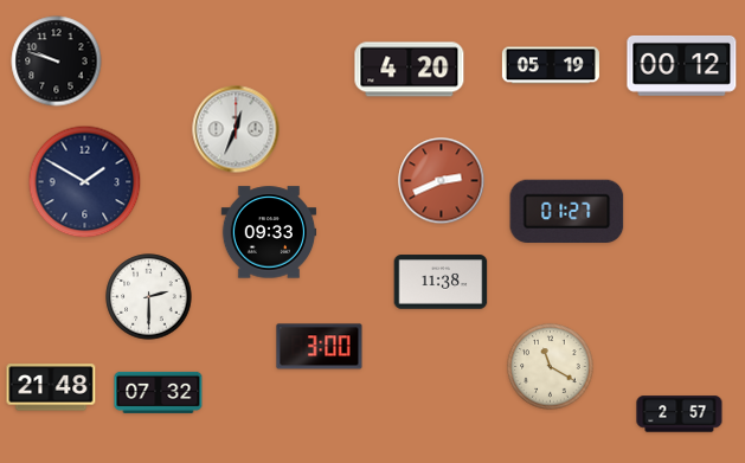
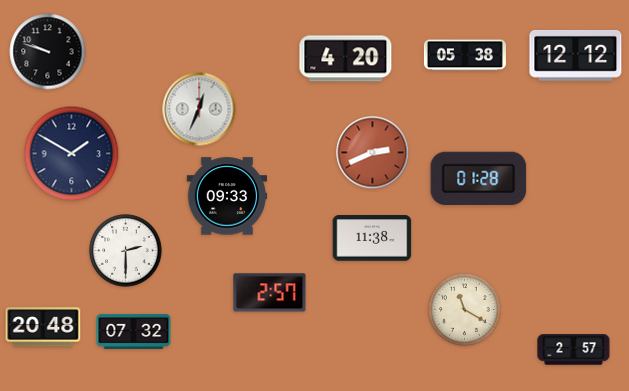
clock at (551, 65): 05:19 -> 05:38
clock at (682, 65): 00:12 -> 12:12
clock at (567, 211): 01:27 -> 01:28
clock at (320, 347): 3:00 -> 2:57
clock at (51, 387): 21:48 -> 20:48
